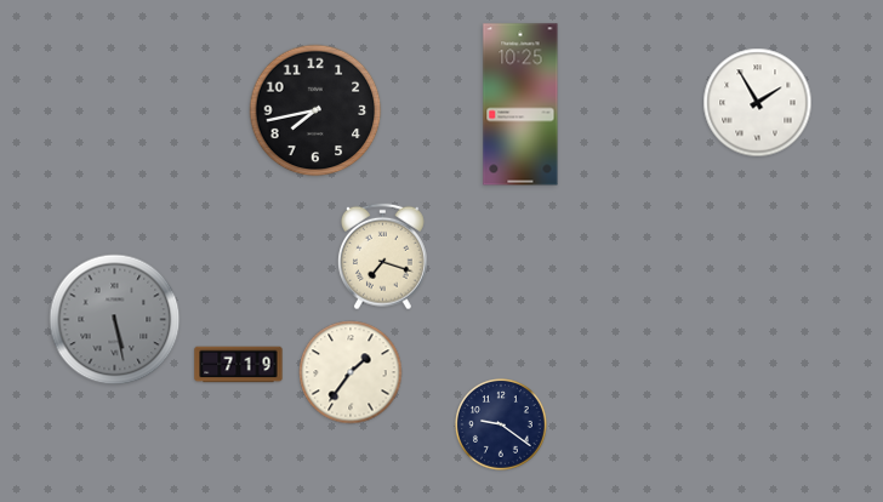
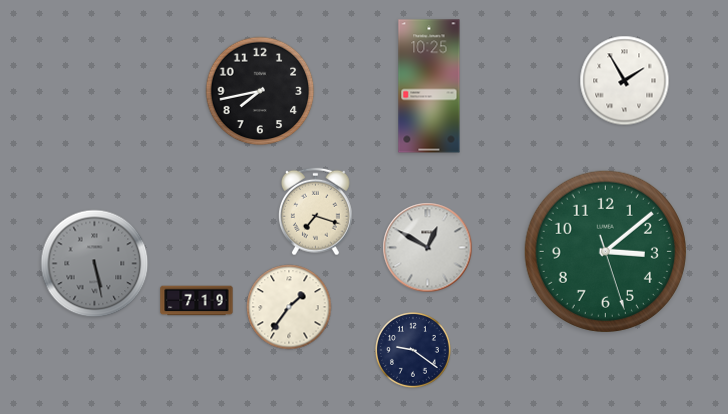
clock at (758, 103) position: (758, 103) -> (625, 81)
clock at (428, 248): none -> 12:50
clock at (605, 251): none -> 3:08
